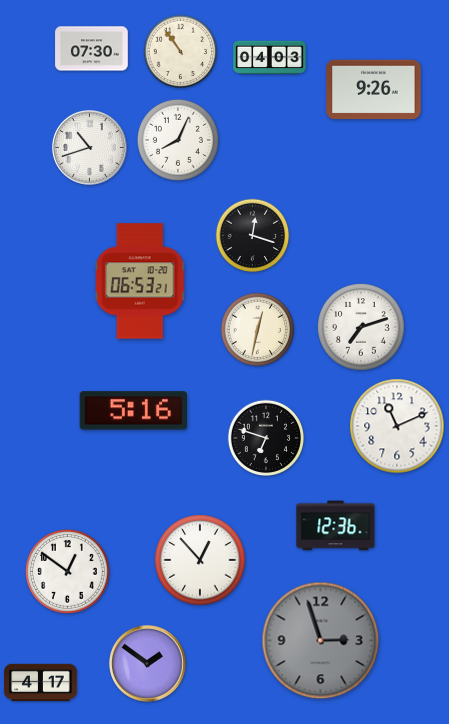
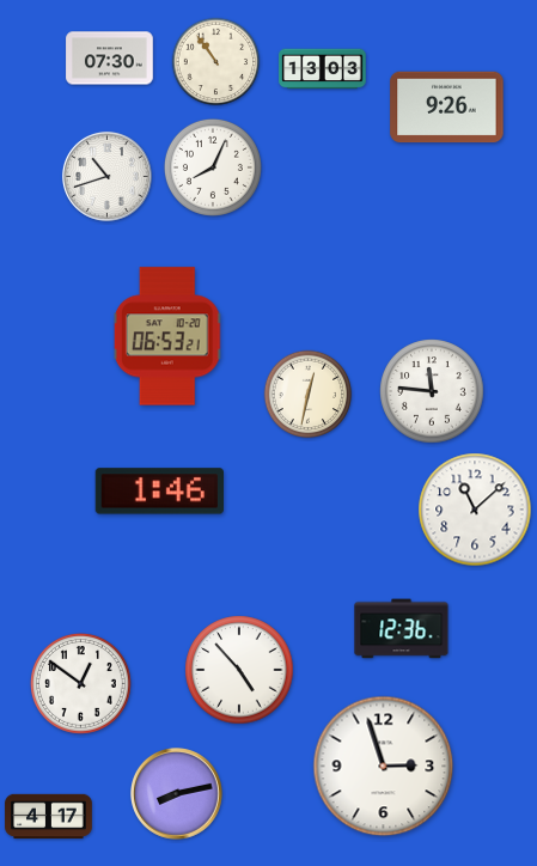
clock at (270, 58): 04:03 -> 13:03
clock at (253, 236): 12:18 -> none
clock at (361, 327): 7:12 -> 11:46
clock at (133, 411): 5:16 -> 1:46
clock at (397, 426): 11:11 -> 11:08
clock at (265, 437): 6:48 -> none
clock at (200, 560): 12:53 -> 4:53
clock at (321, 641) dial: grey -> white
clock at (148, 664): 1:51 -> 8:13
